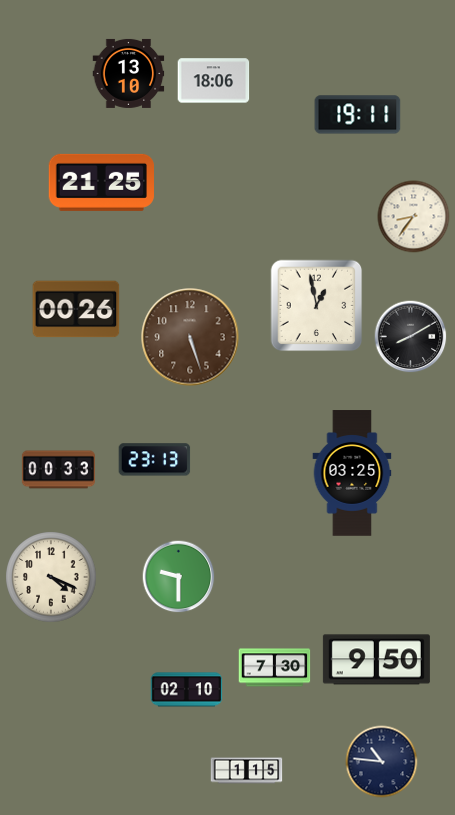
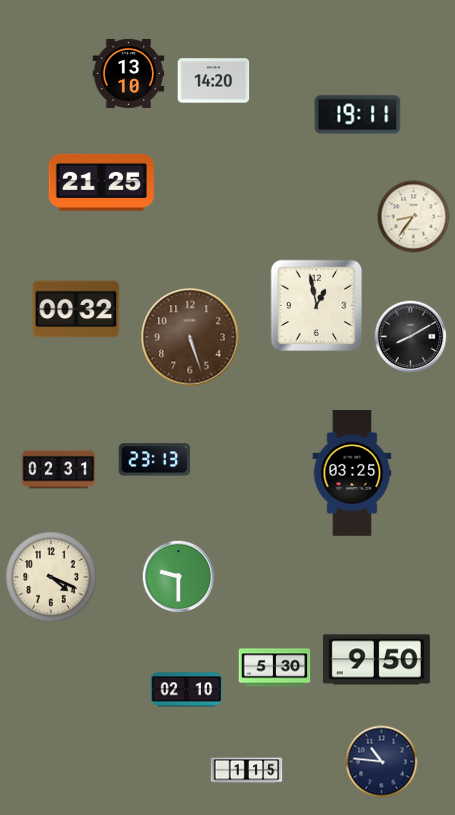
clock at (214, 81): 18:06 -> 14:20
clock at (76, 309): 00:26 -> 00:32
clock at (58, 470): 00:33 -> 02:31
clock at (275, 668): 7:30 -> 5:30
